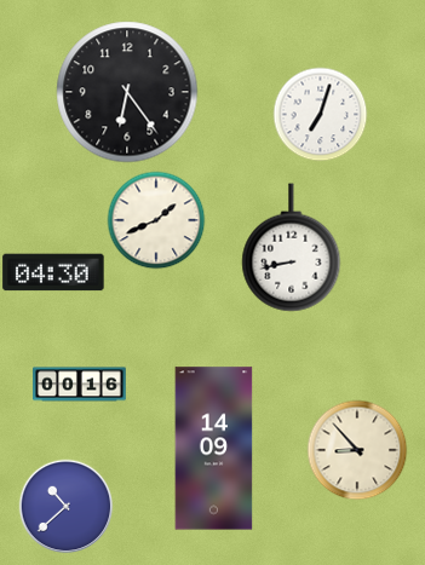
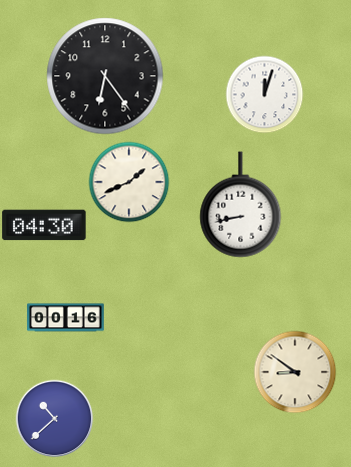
clock at (320, 114): 7:03 -> 12:03
clock at (214, 449): 14:09 -> none
clock at (357, 450): 8:53 -> 8:51
